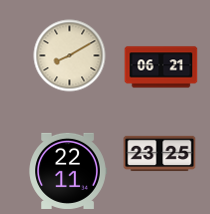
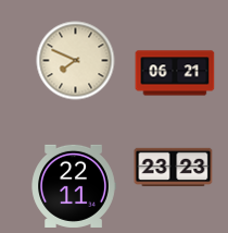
clock at (70, 56): 8:10 -> 7:49
clock at (160, 154): 23:25 -> 23:23
